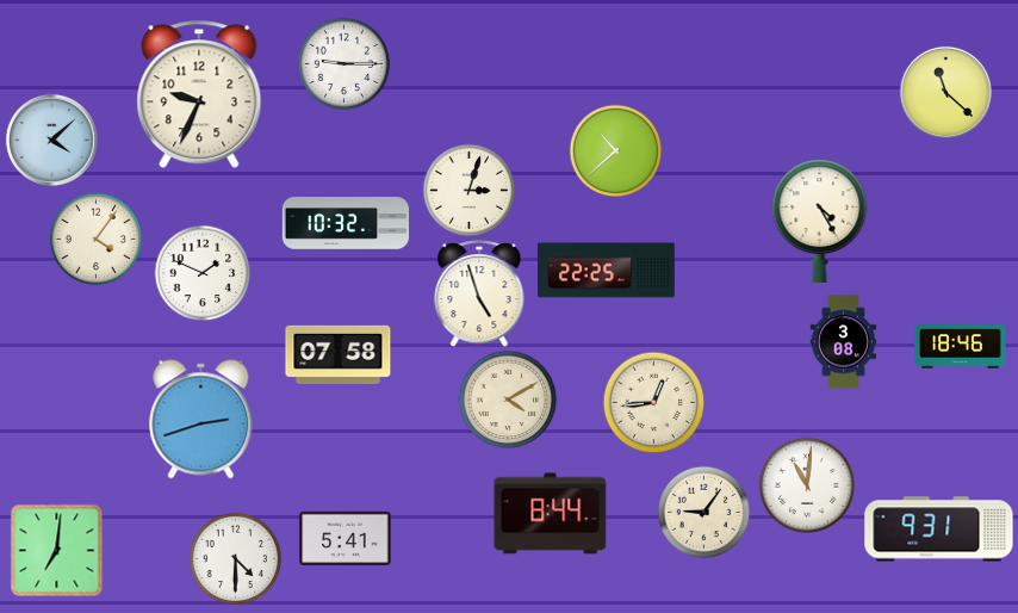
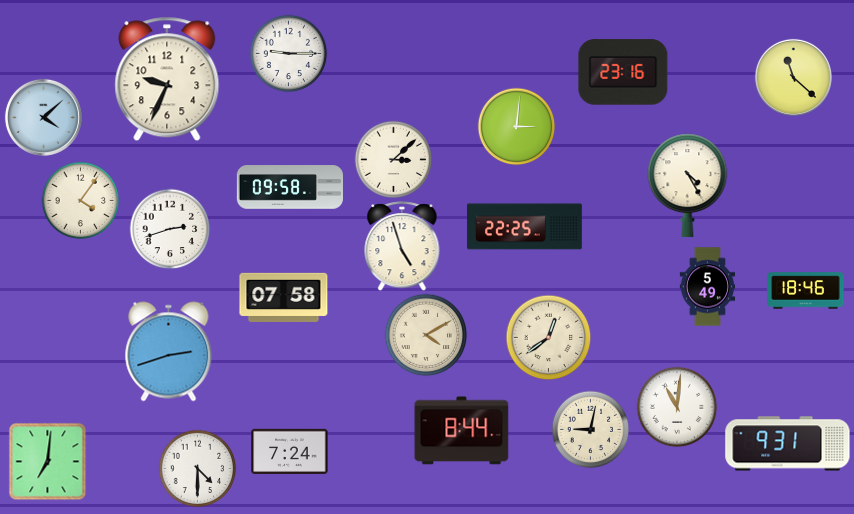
clock at (623, 72): none -> 23:16
clock at (615, 150): 10:38 -> 3:01
clock at (468, 190): 3:03 -> 3:08
clock at (344, 223): 10:32 -> 09:58
clock at (607, 271) position: (607, 271) -> (525, 227)
clock at (203, 273): 1:49 -> 2:42
clock at (844, 342): 3:08 -> 5:49
clock at (653, 402): 12:44 -> 12:39
clock at (703, 512): 9:06 -> 9:02
clock at (346, 538): 5:41 -> 7:24
